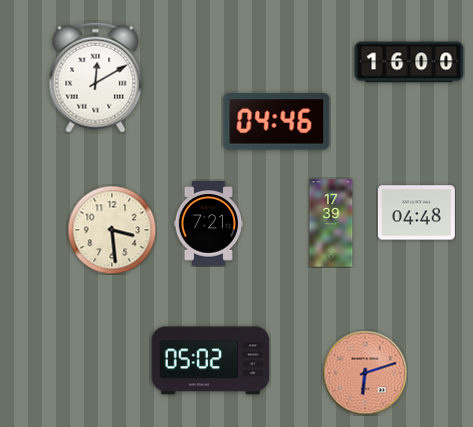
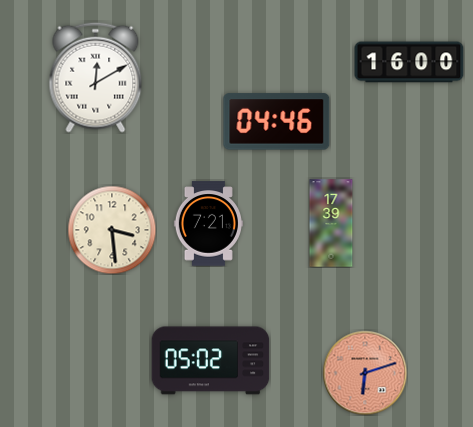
clock at (416, 213): 04:48 -> none
